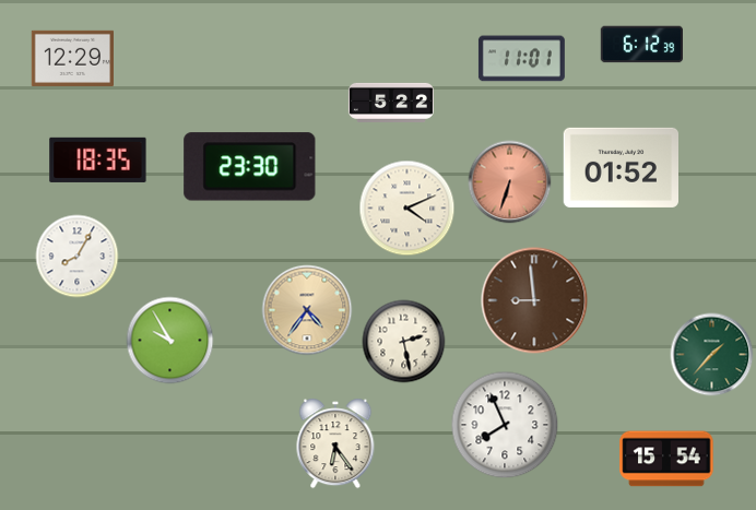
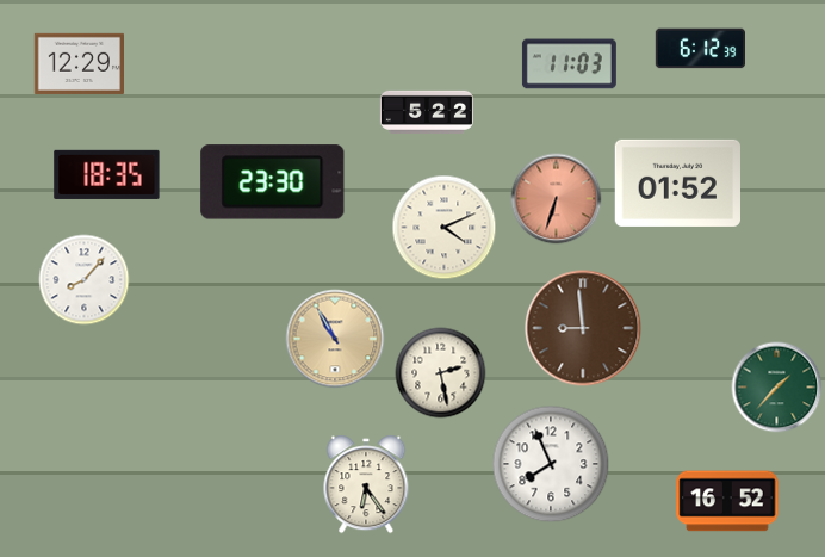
clock at (521, 59): 11:01 -> 11:03
clock at (78, 257): 8:05 -> 8:07
clock at (307, 310): 4:36 -> 10:55
clock at (170, 341): 9:55 -> none
clock at (666, 459): 15:54 -> 16:52
